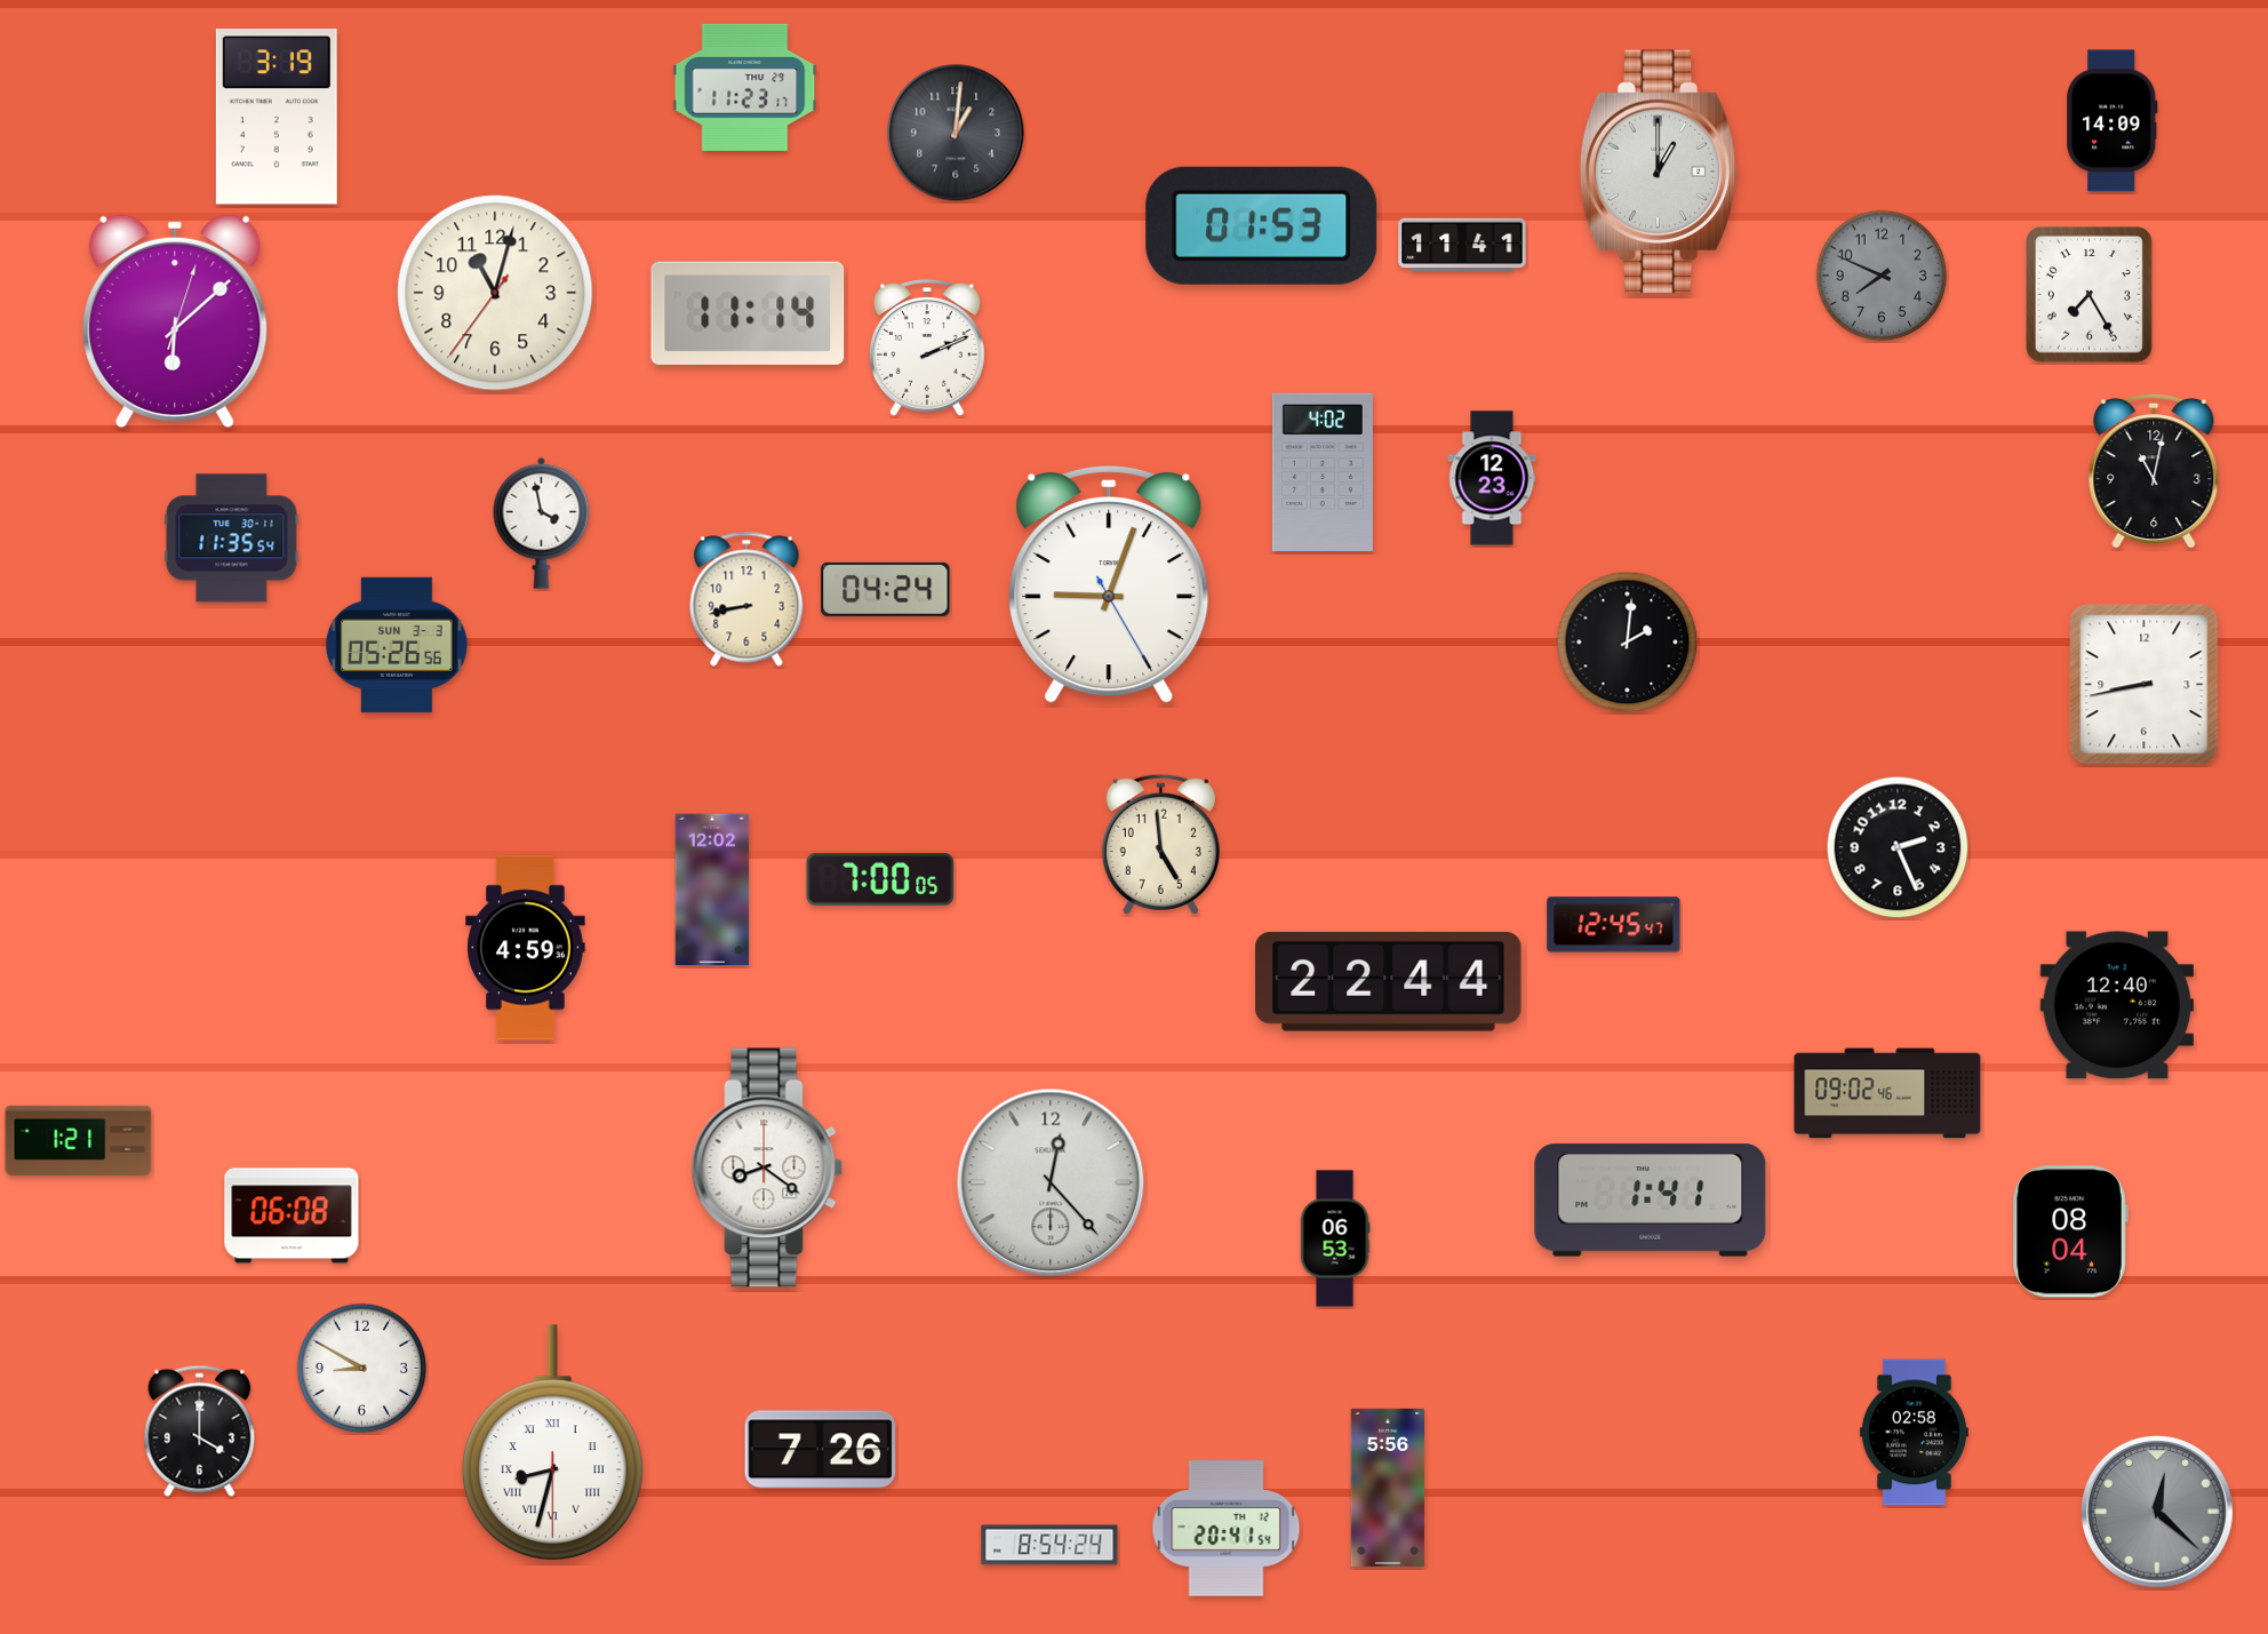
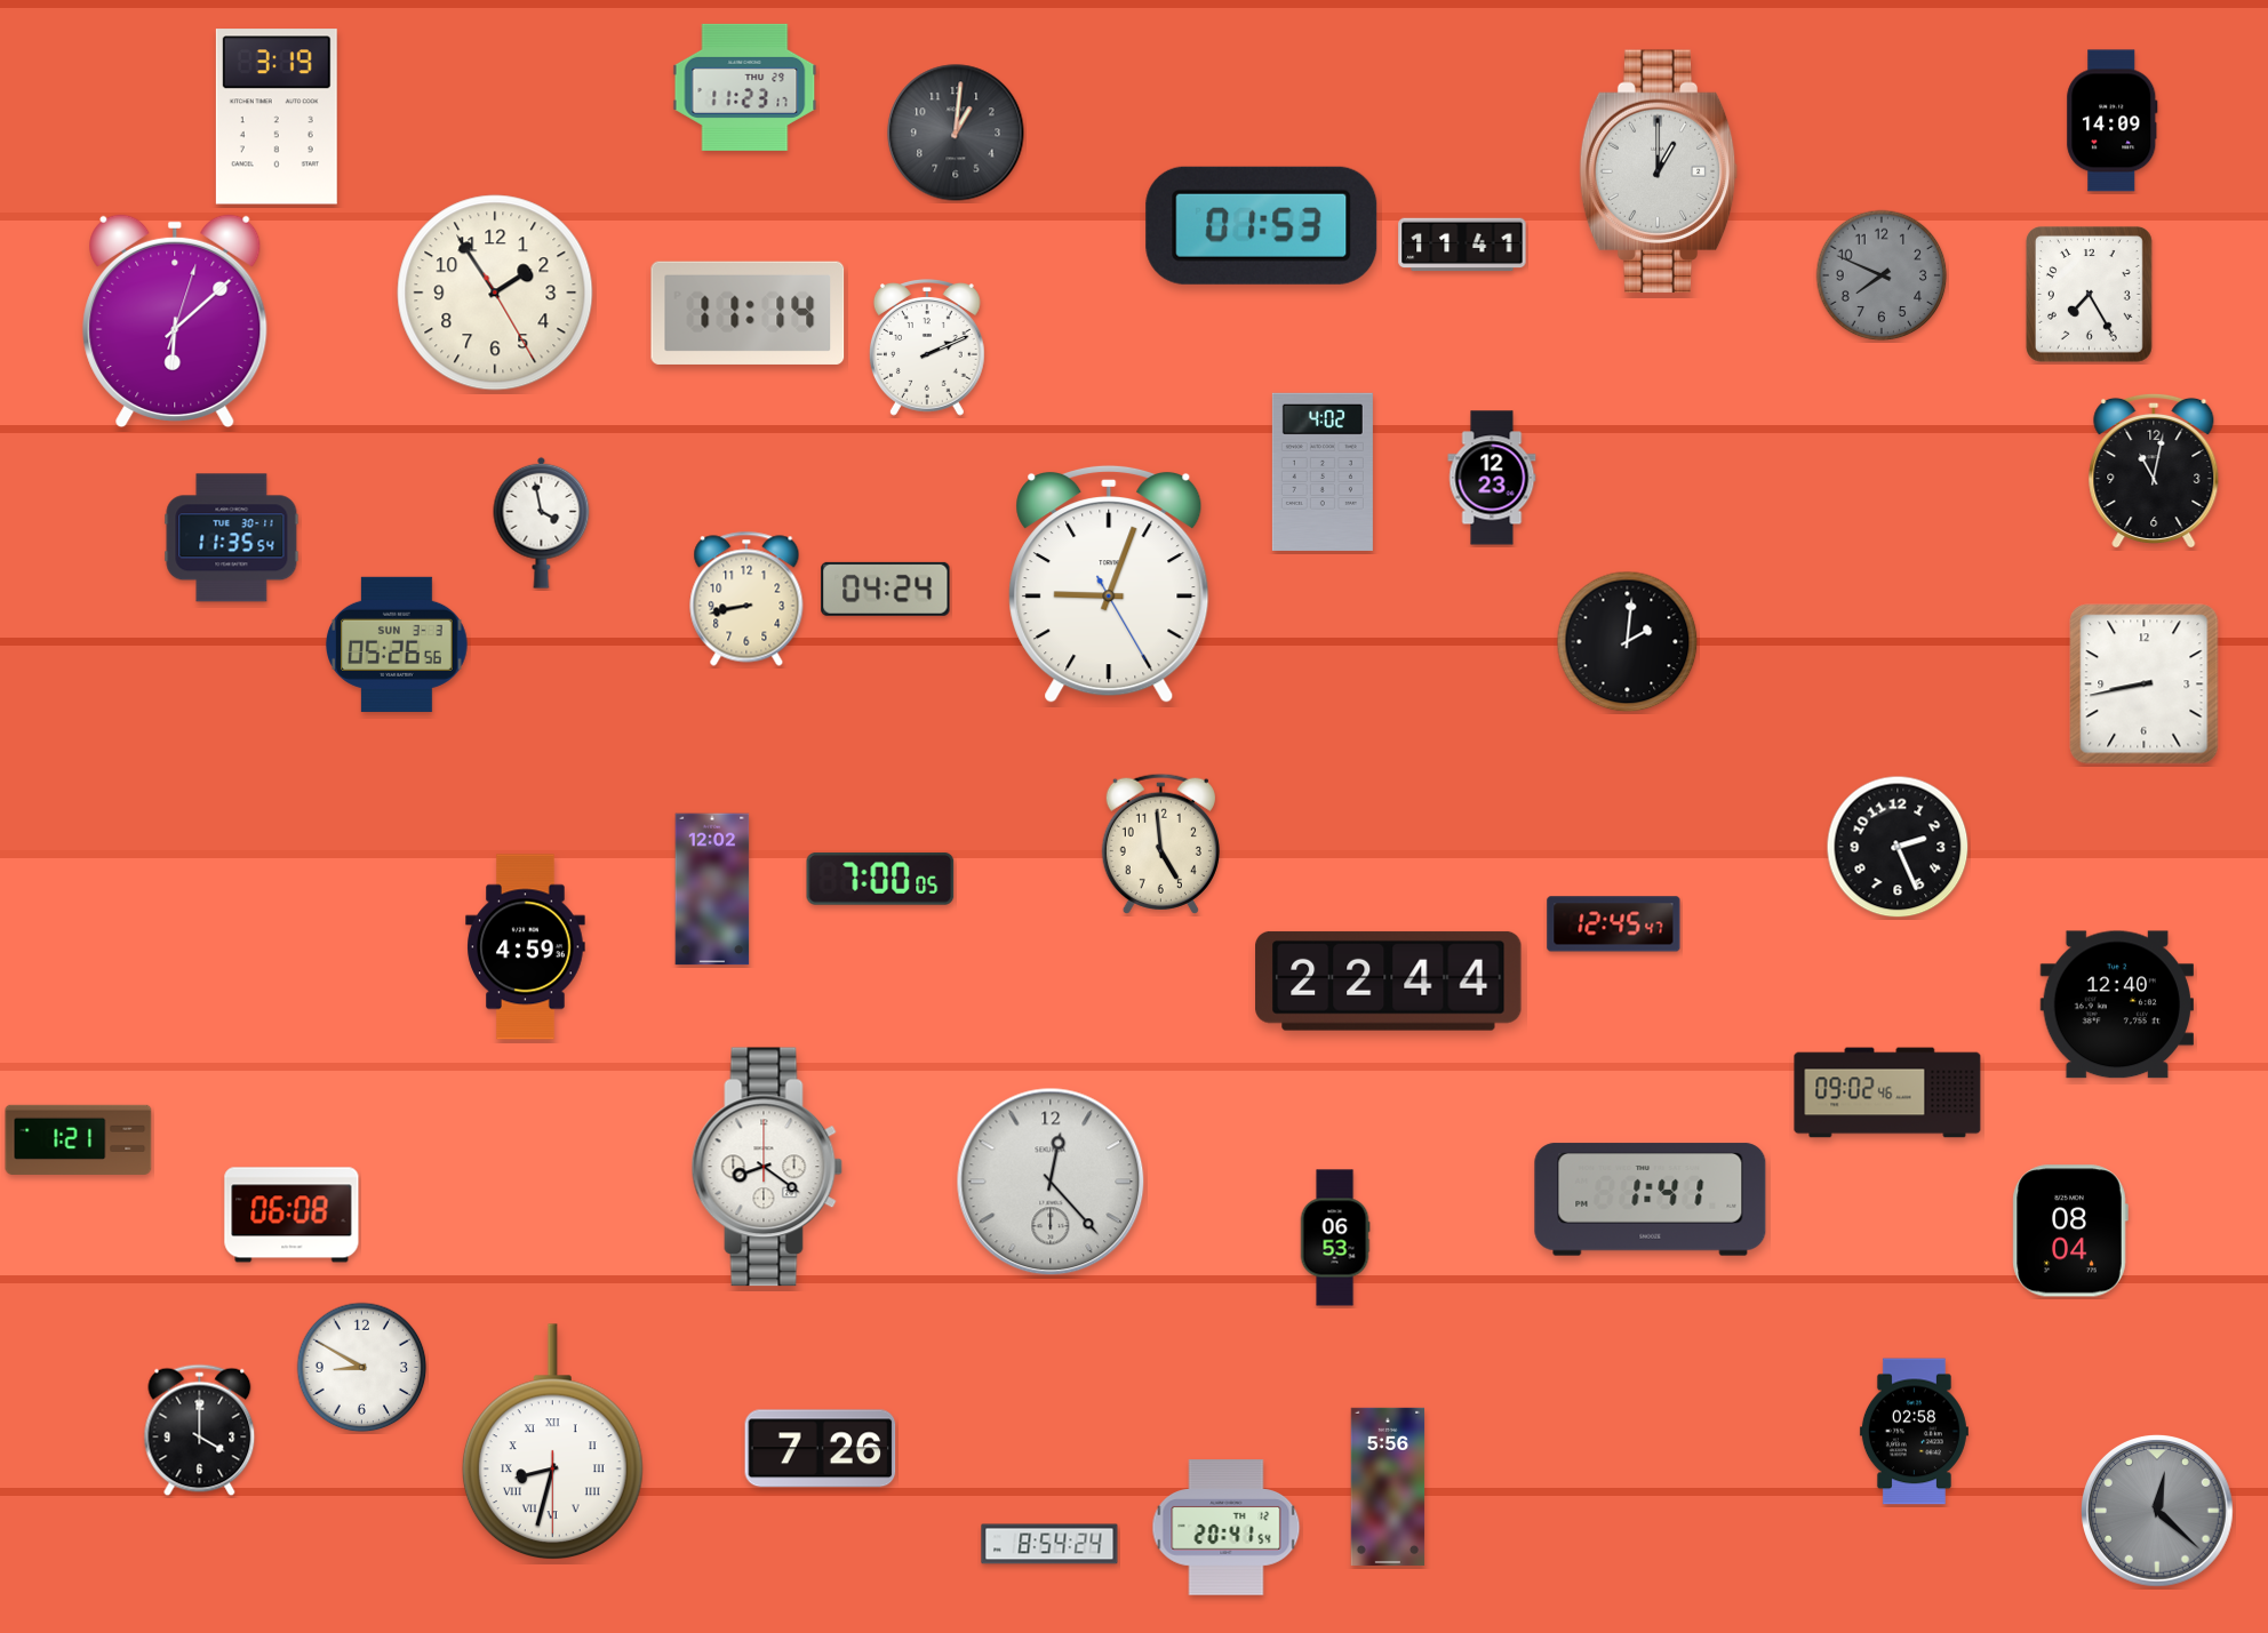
clock at (495, 293): 11:02 -> 1:54
